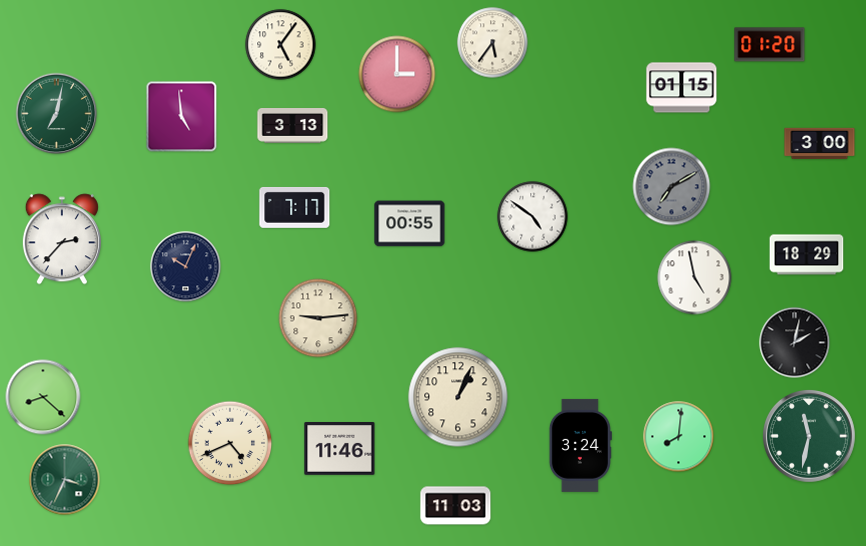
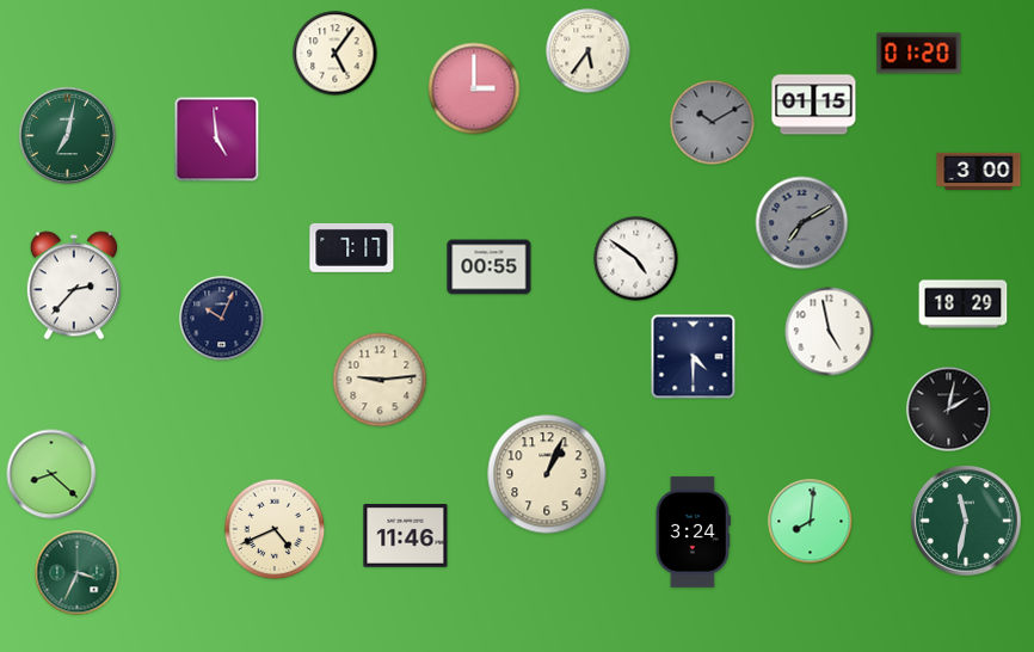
clock at (713, 123): none -> 10:10
clock at (293, 126): 3:13 -> none
clock at (694, 357): none -> 4:30
clock at (456, 506): 11:03 -> none
